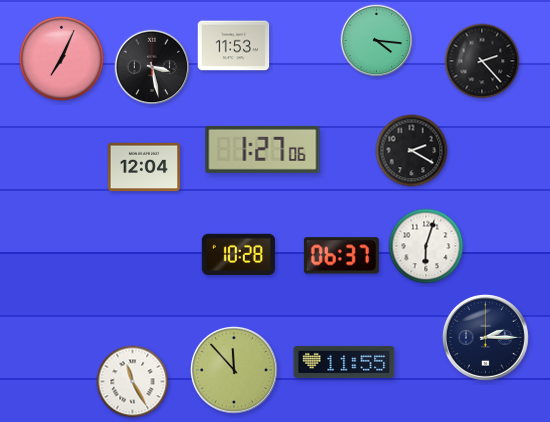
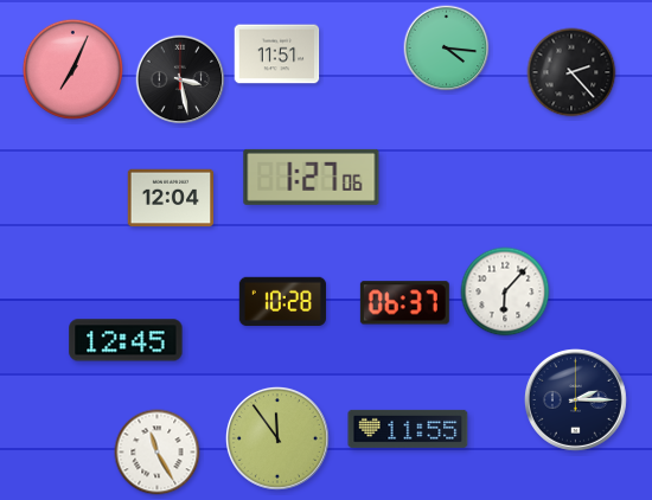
clock at (234, 46): 11:53 -> 11:51
clock at (412, 151): 2:20 -> none
clock at (426, 246): 6:03 -> 6:07
clock at (126, 340): none -> 12:45
clock at (234, 370): 11:53 -> 11:54
